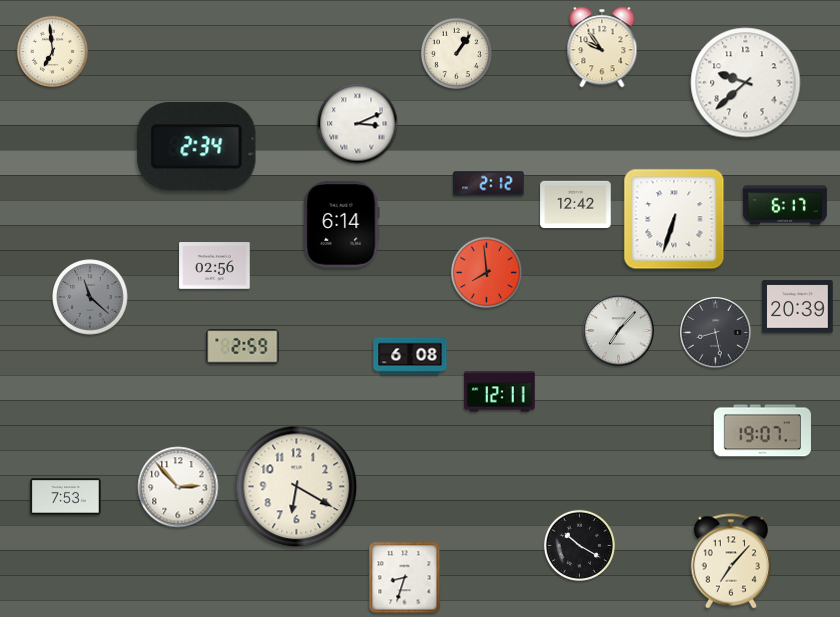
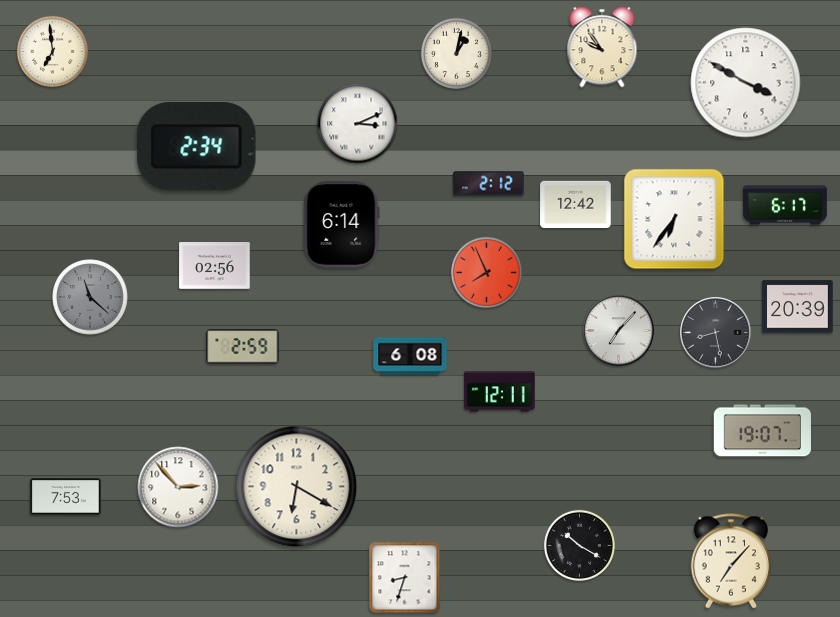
clock at (456, 53): 1:06 -> 1:02
clock at (746, 83): 9:38 -> 3:50
clock at (674, 219): 6:33 -> 6:36
clock at (486, 272): 7:59 -> 7:56
